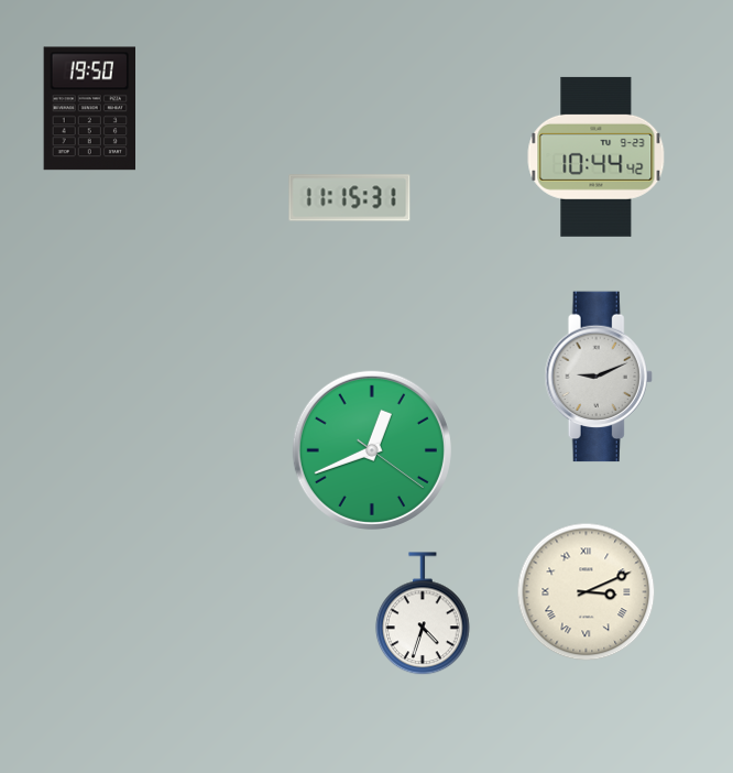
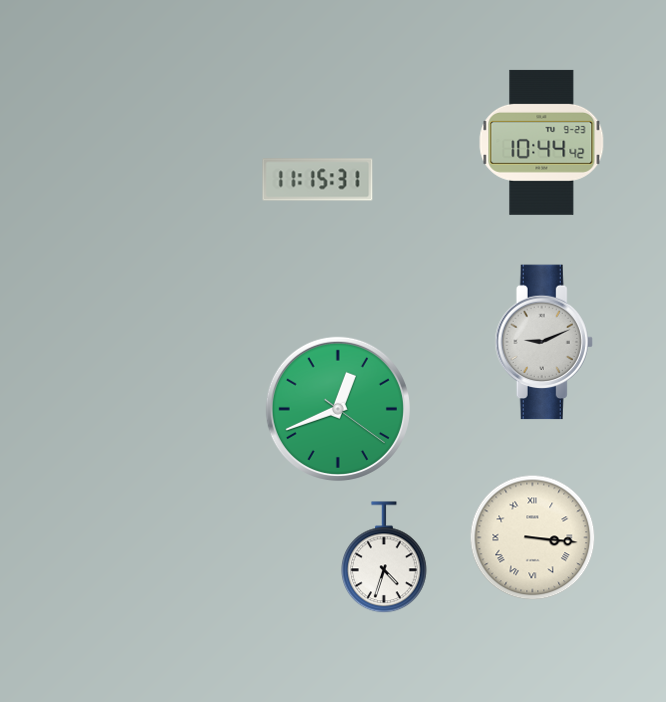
clock at (89, 109): 19:50 -> none
clock at (587, 592): 3:11 -> 3:16
